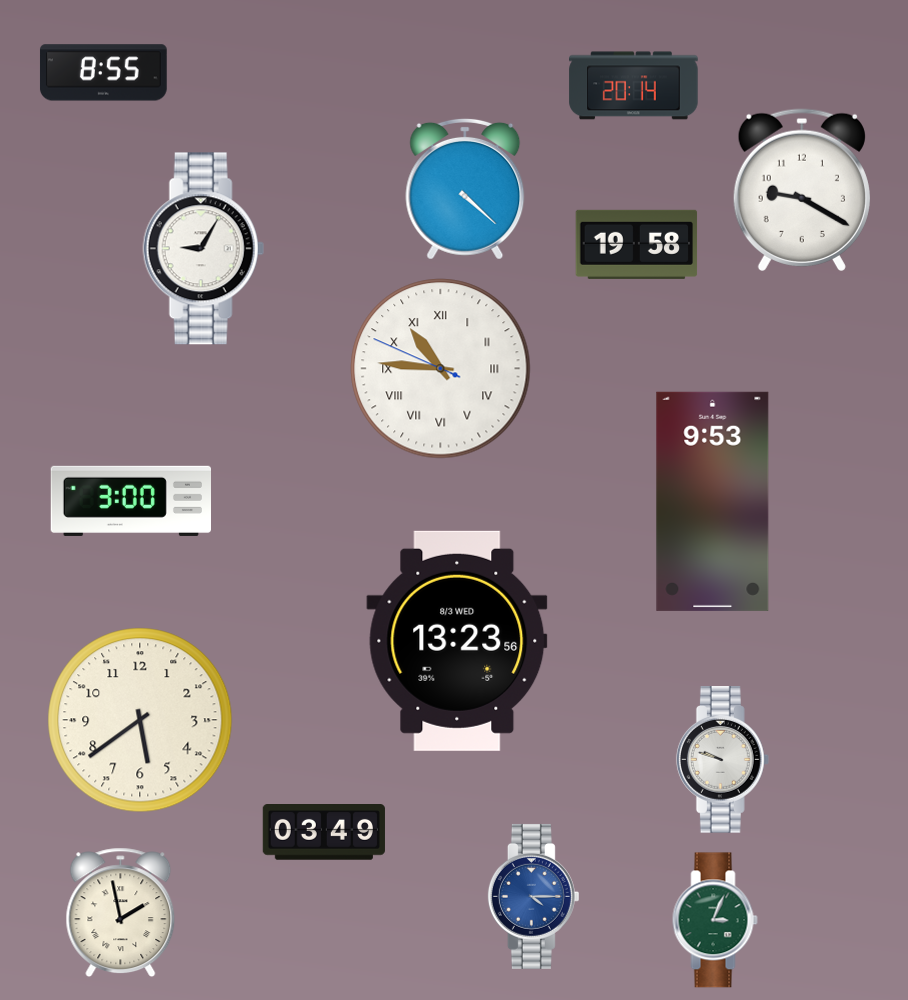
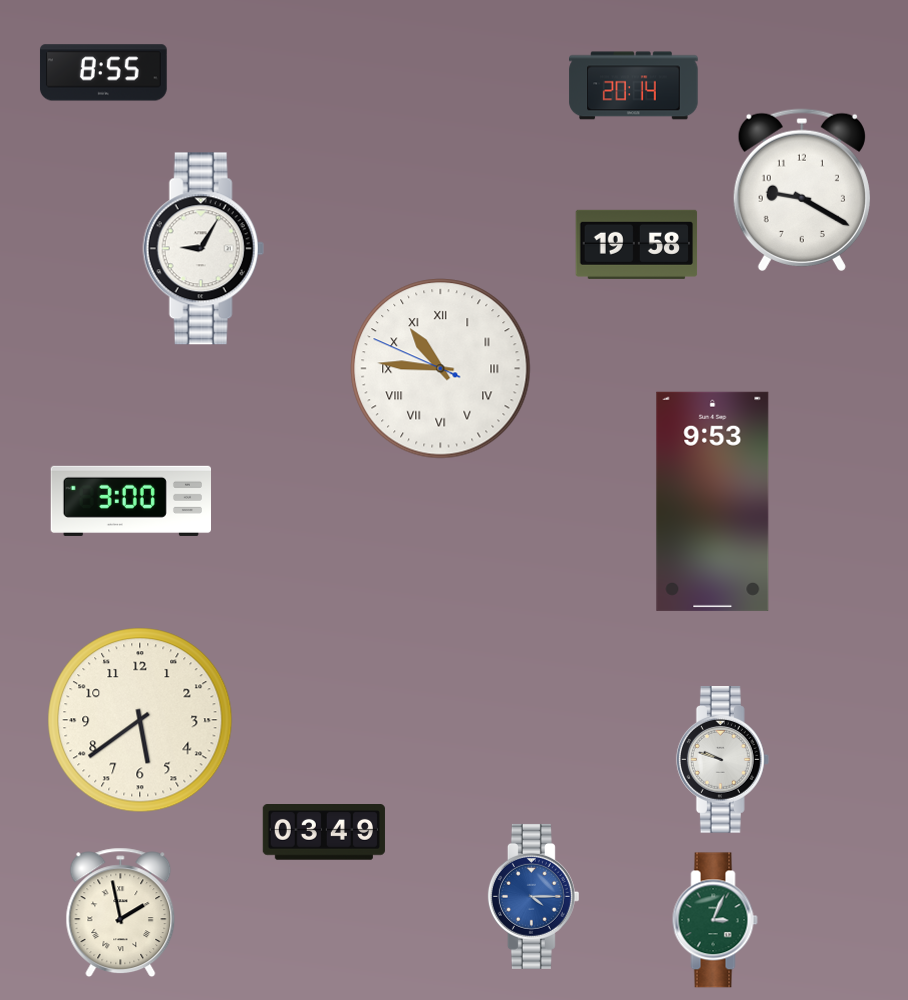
clock at (465, 189): 4:22 -> none
clock at (457, 641): 13:23 -> none
